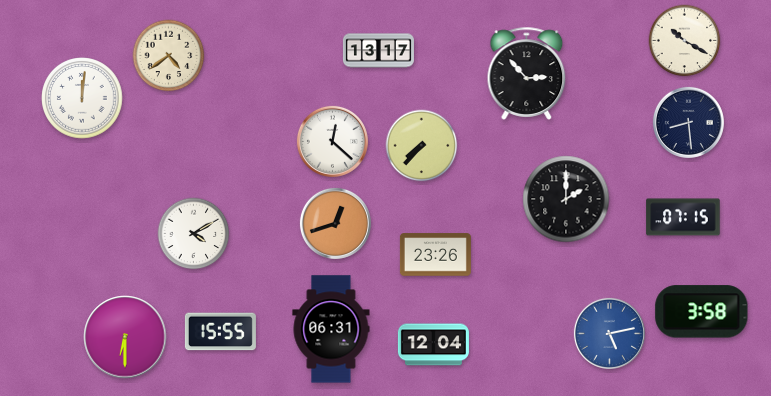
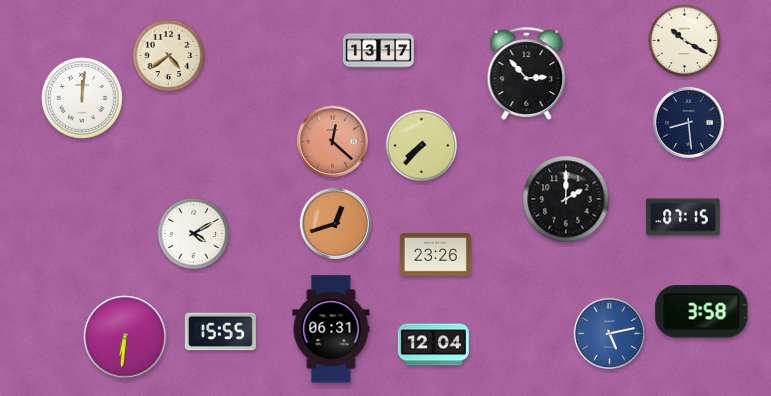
clock at (332, 141) dial: white -> salmon
clock at (125, 337): 6:30 -> 6:31
